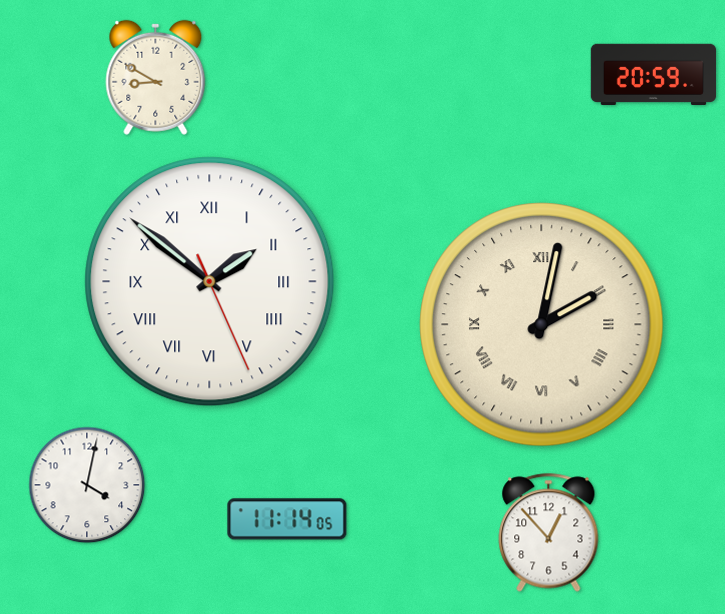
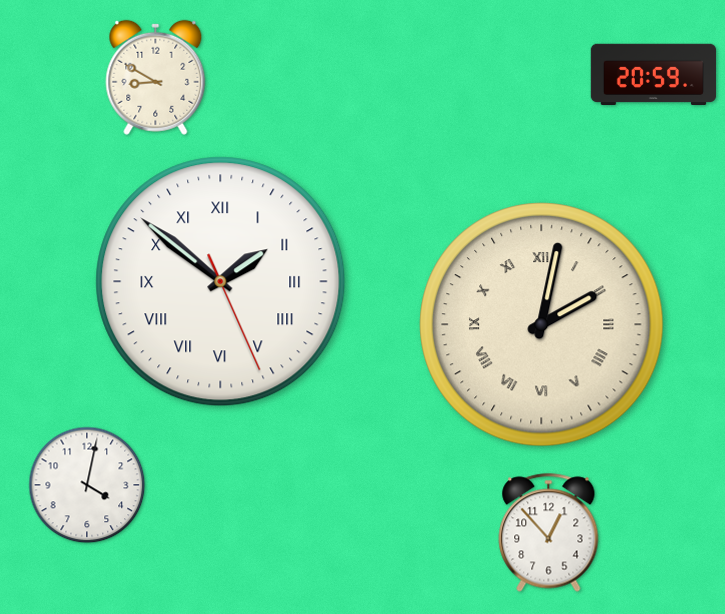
clock at (210, 282) position: (210, 282) -> (221, 282)
clock at (287, 519): 11:14 -> none
